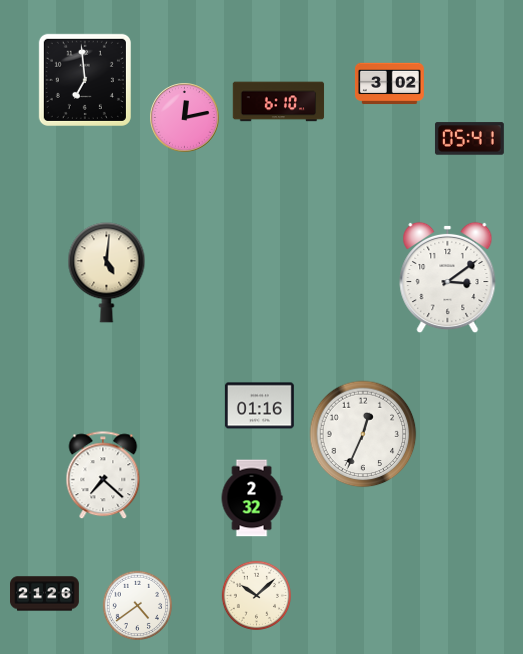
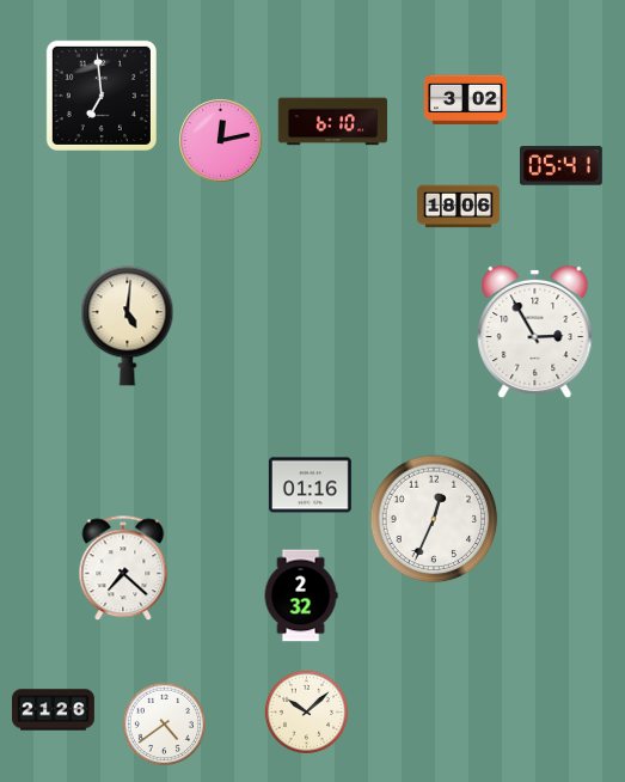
clock at (459, 207): none -> 18:06
clock at (448, 278): 3:09 -> 2:55
